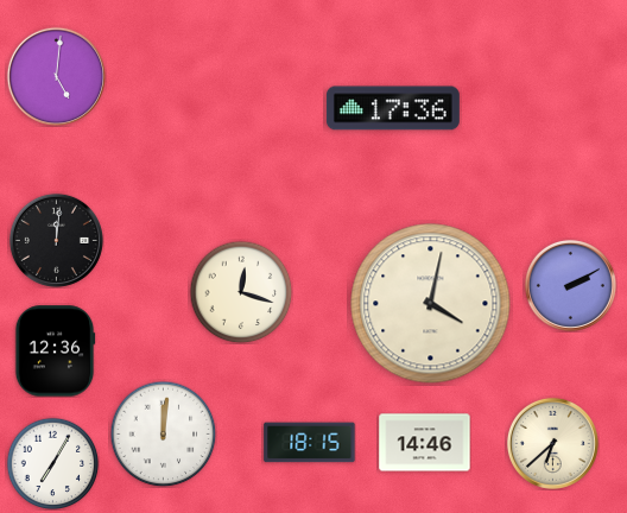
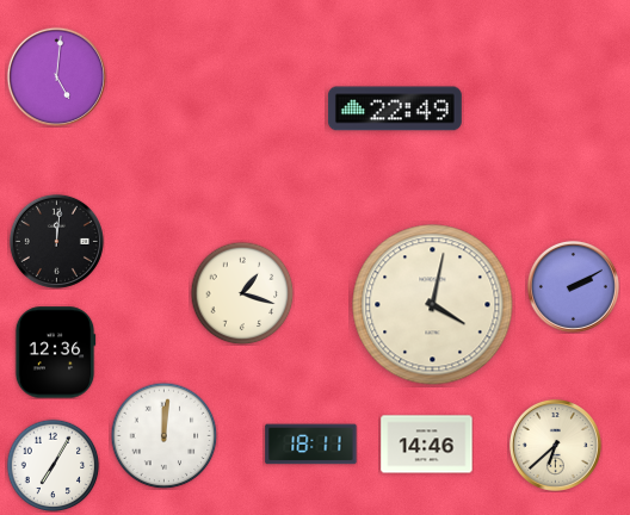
clock at (393, 108): 17:36 -> 22:49
clock at (241, 292): 12:18 -> 1:18
clock at (310, 443): 18:15 -> 18:11
